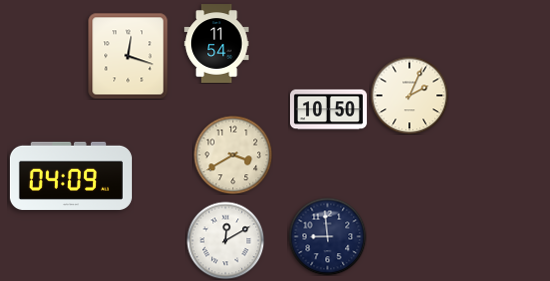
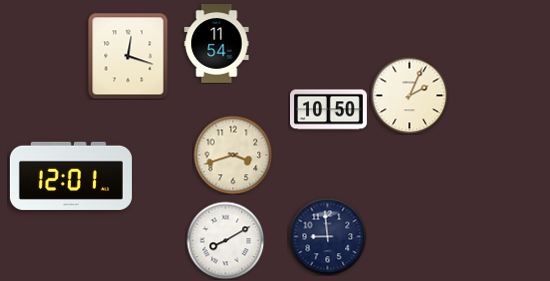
clock at (233, 155): 3:40 -> 3:42
clock at (71, 176): 04:09 -> 12:01
clock at (225, 240): 12:10 -> 8:10
